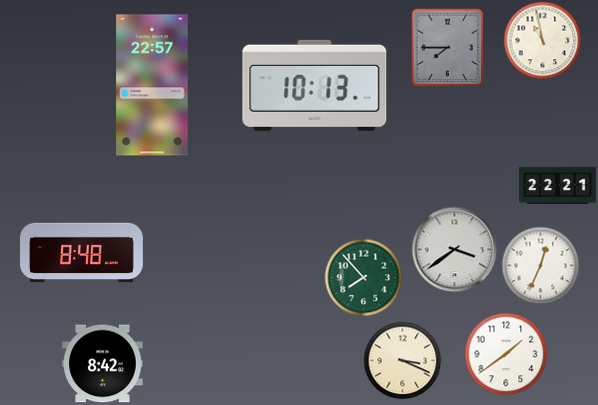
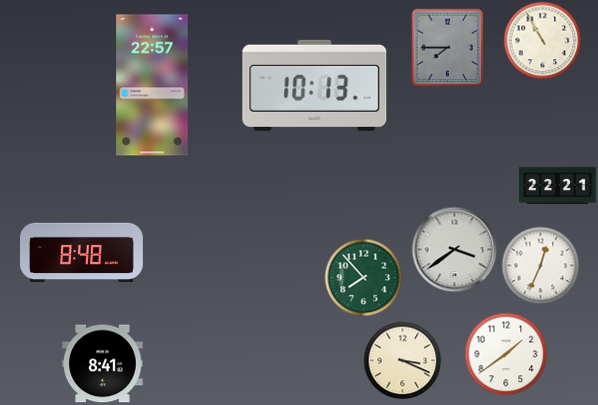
clock at (542, 40): 10:58 -> 10:55
clock at (103, 364): 8:42 -> 8:41
